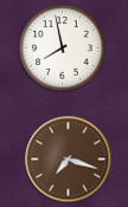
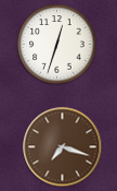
clock at (63, 48): 7:58 -> 12:33
